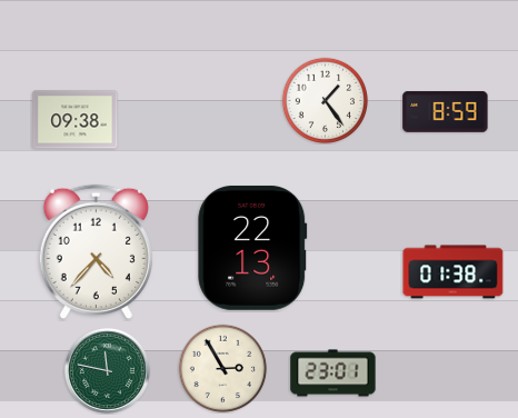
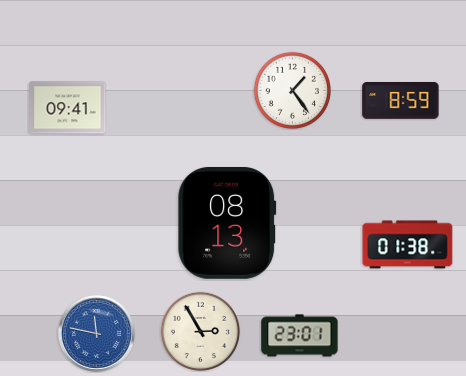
clock at (76, 120): 09:38 -> 09:41
clock at (252, 248): 22:13 -> 08:13
clock at (96, 251): 4:37 -> none
clock at (107, 370) dial: green -> blue
